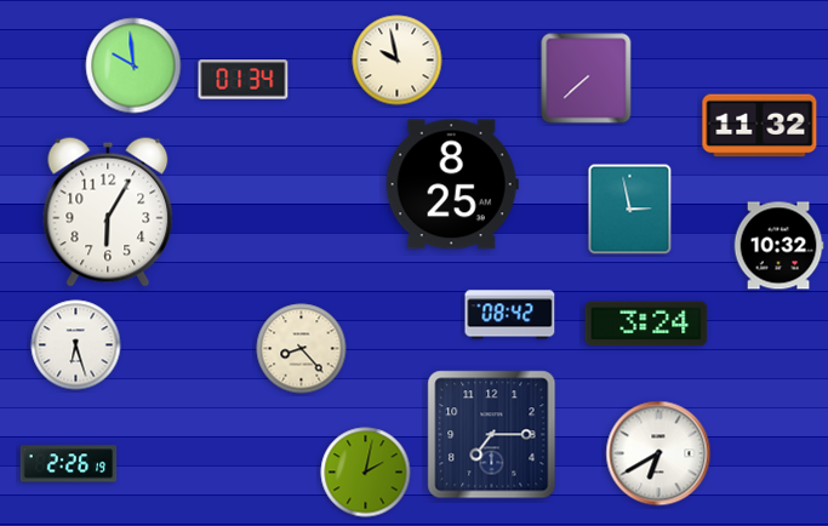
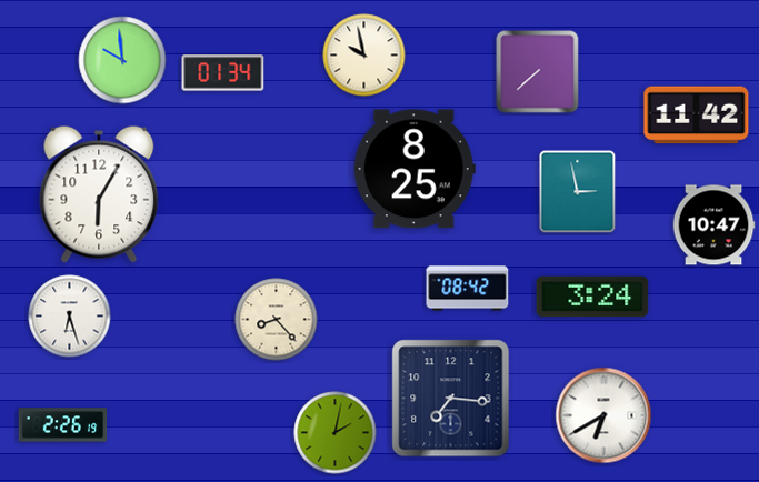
clock at (760, 126): 11:32 -> 11:42
clock at (778, 246): 10:32 -> 10:47
clock at (492, 435): 7:15 -> 7:16
